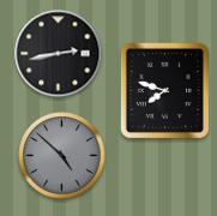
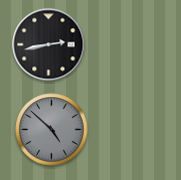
clock at (164, 90): 7:48 -> none
